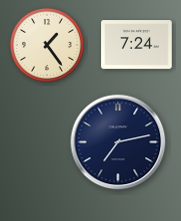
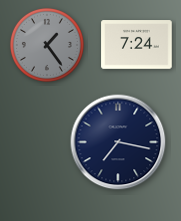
clock at (47, 45) dial: cream -> grey
clock at (118, 142): 7:13 -> 7:17
